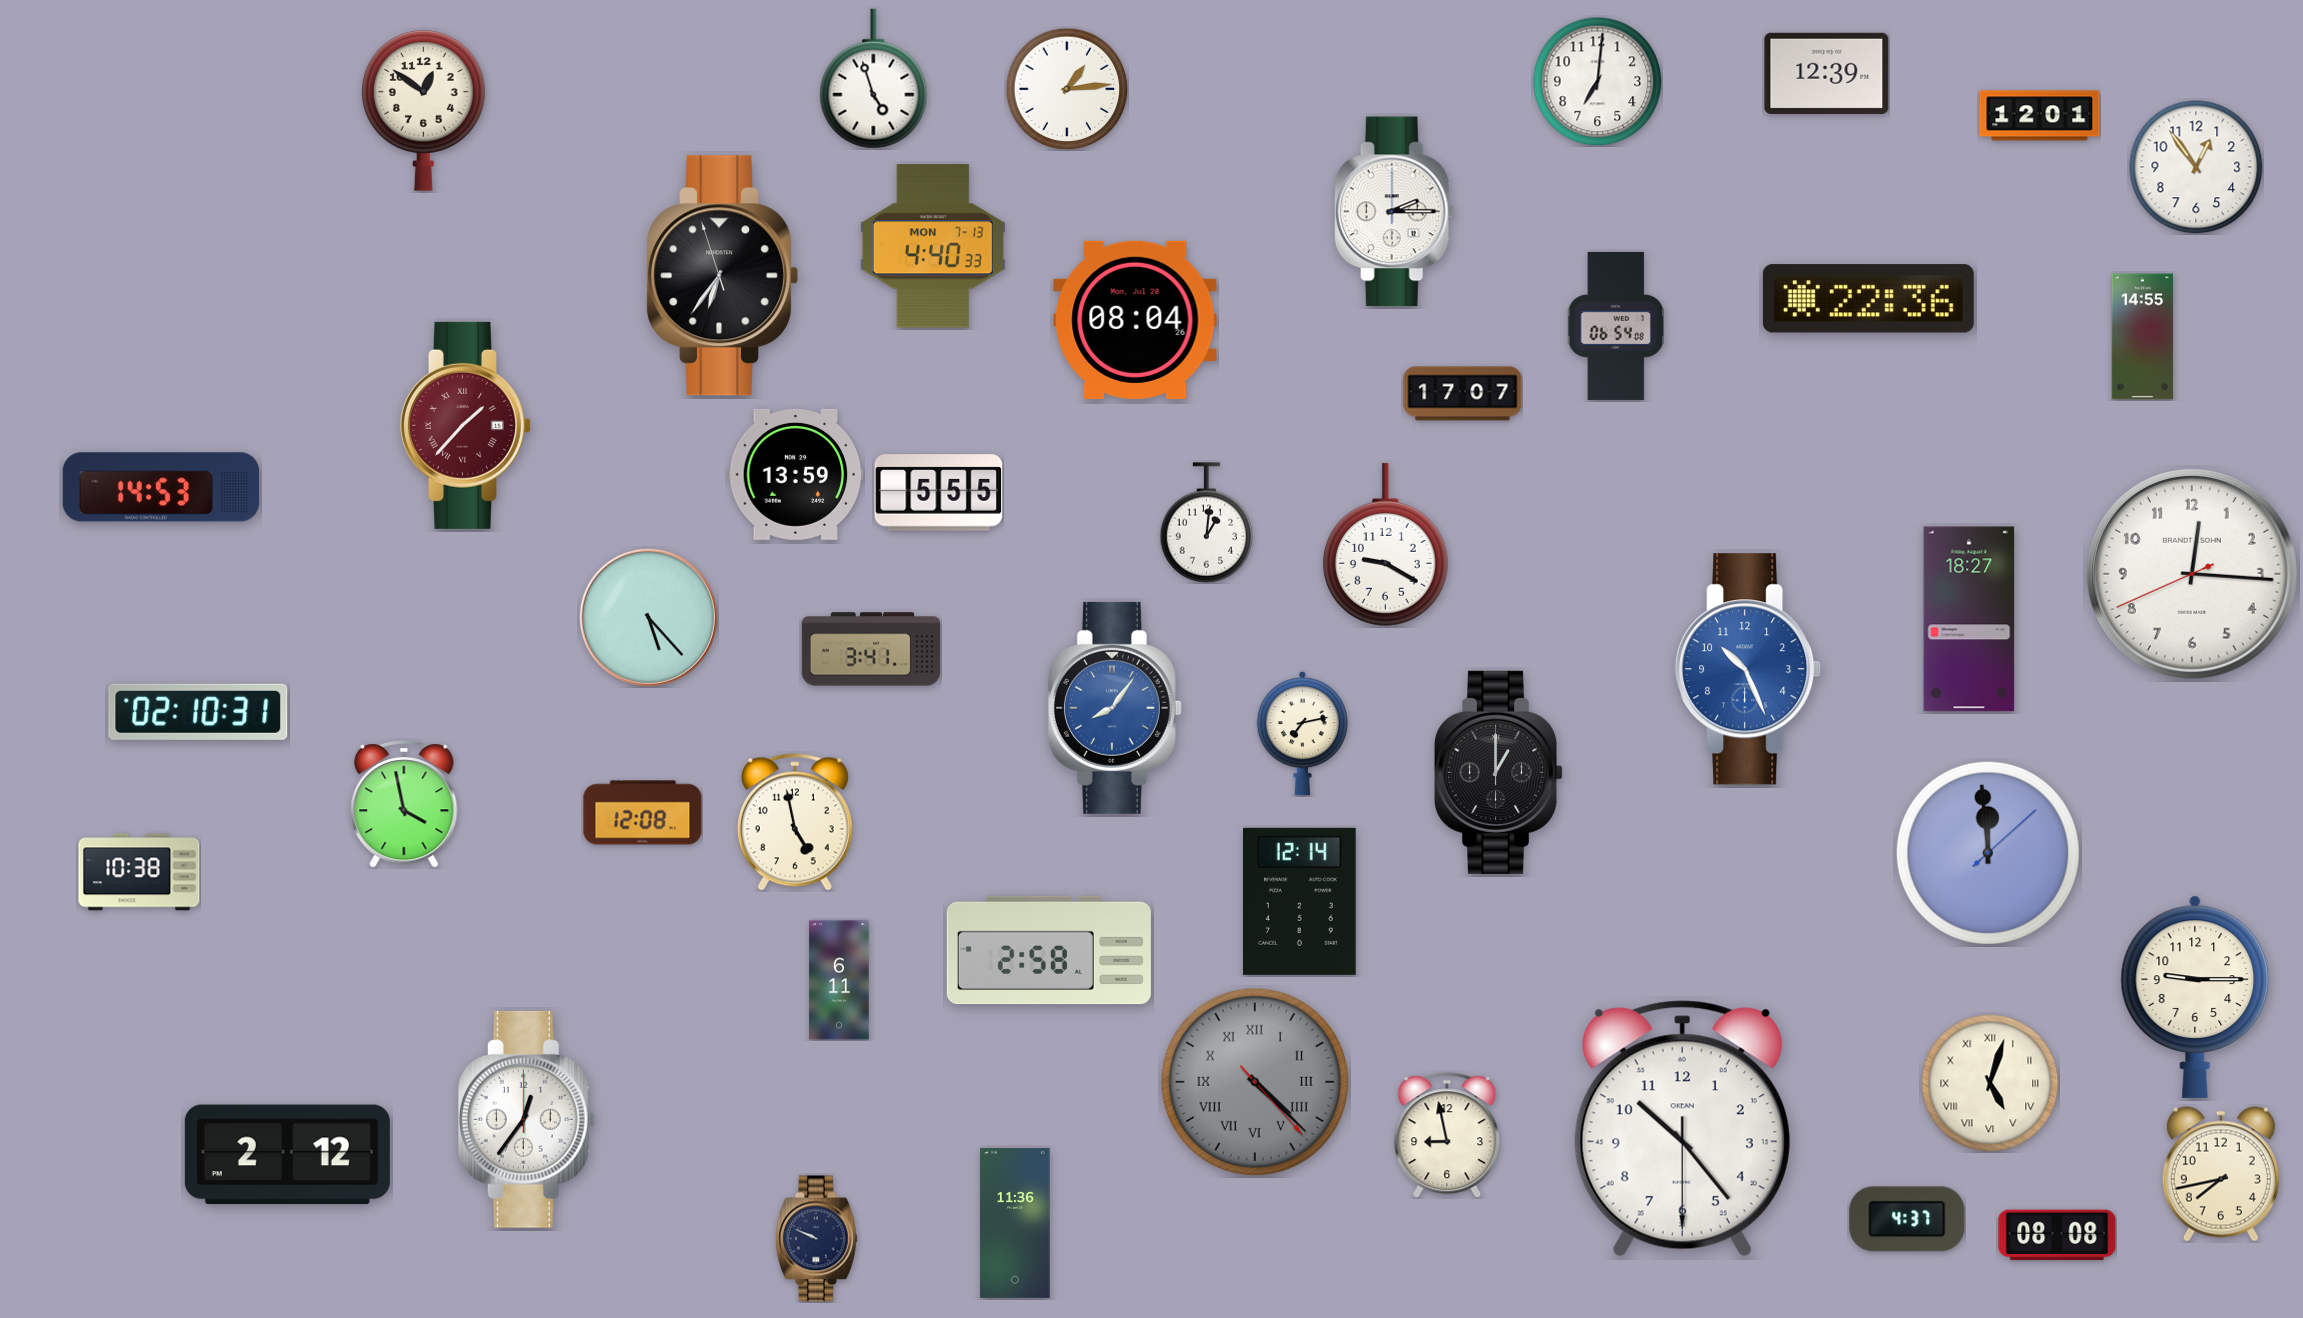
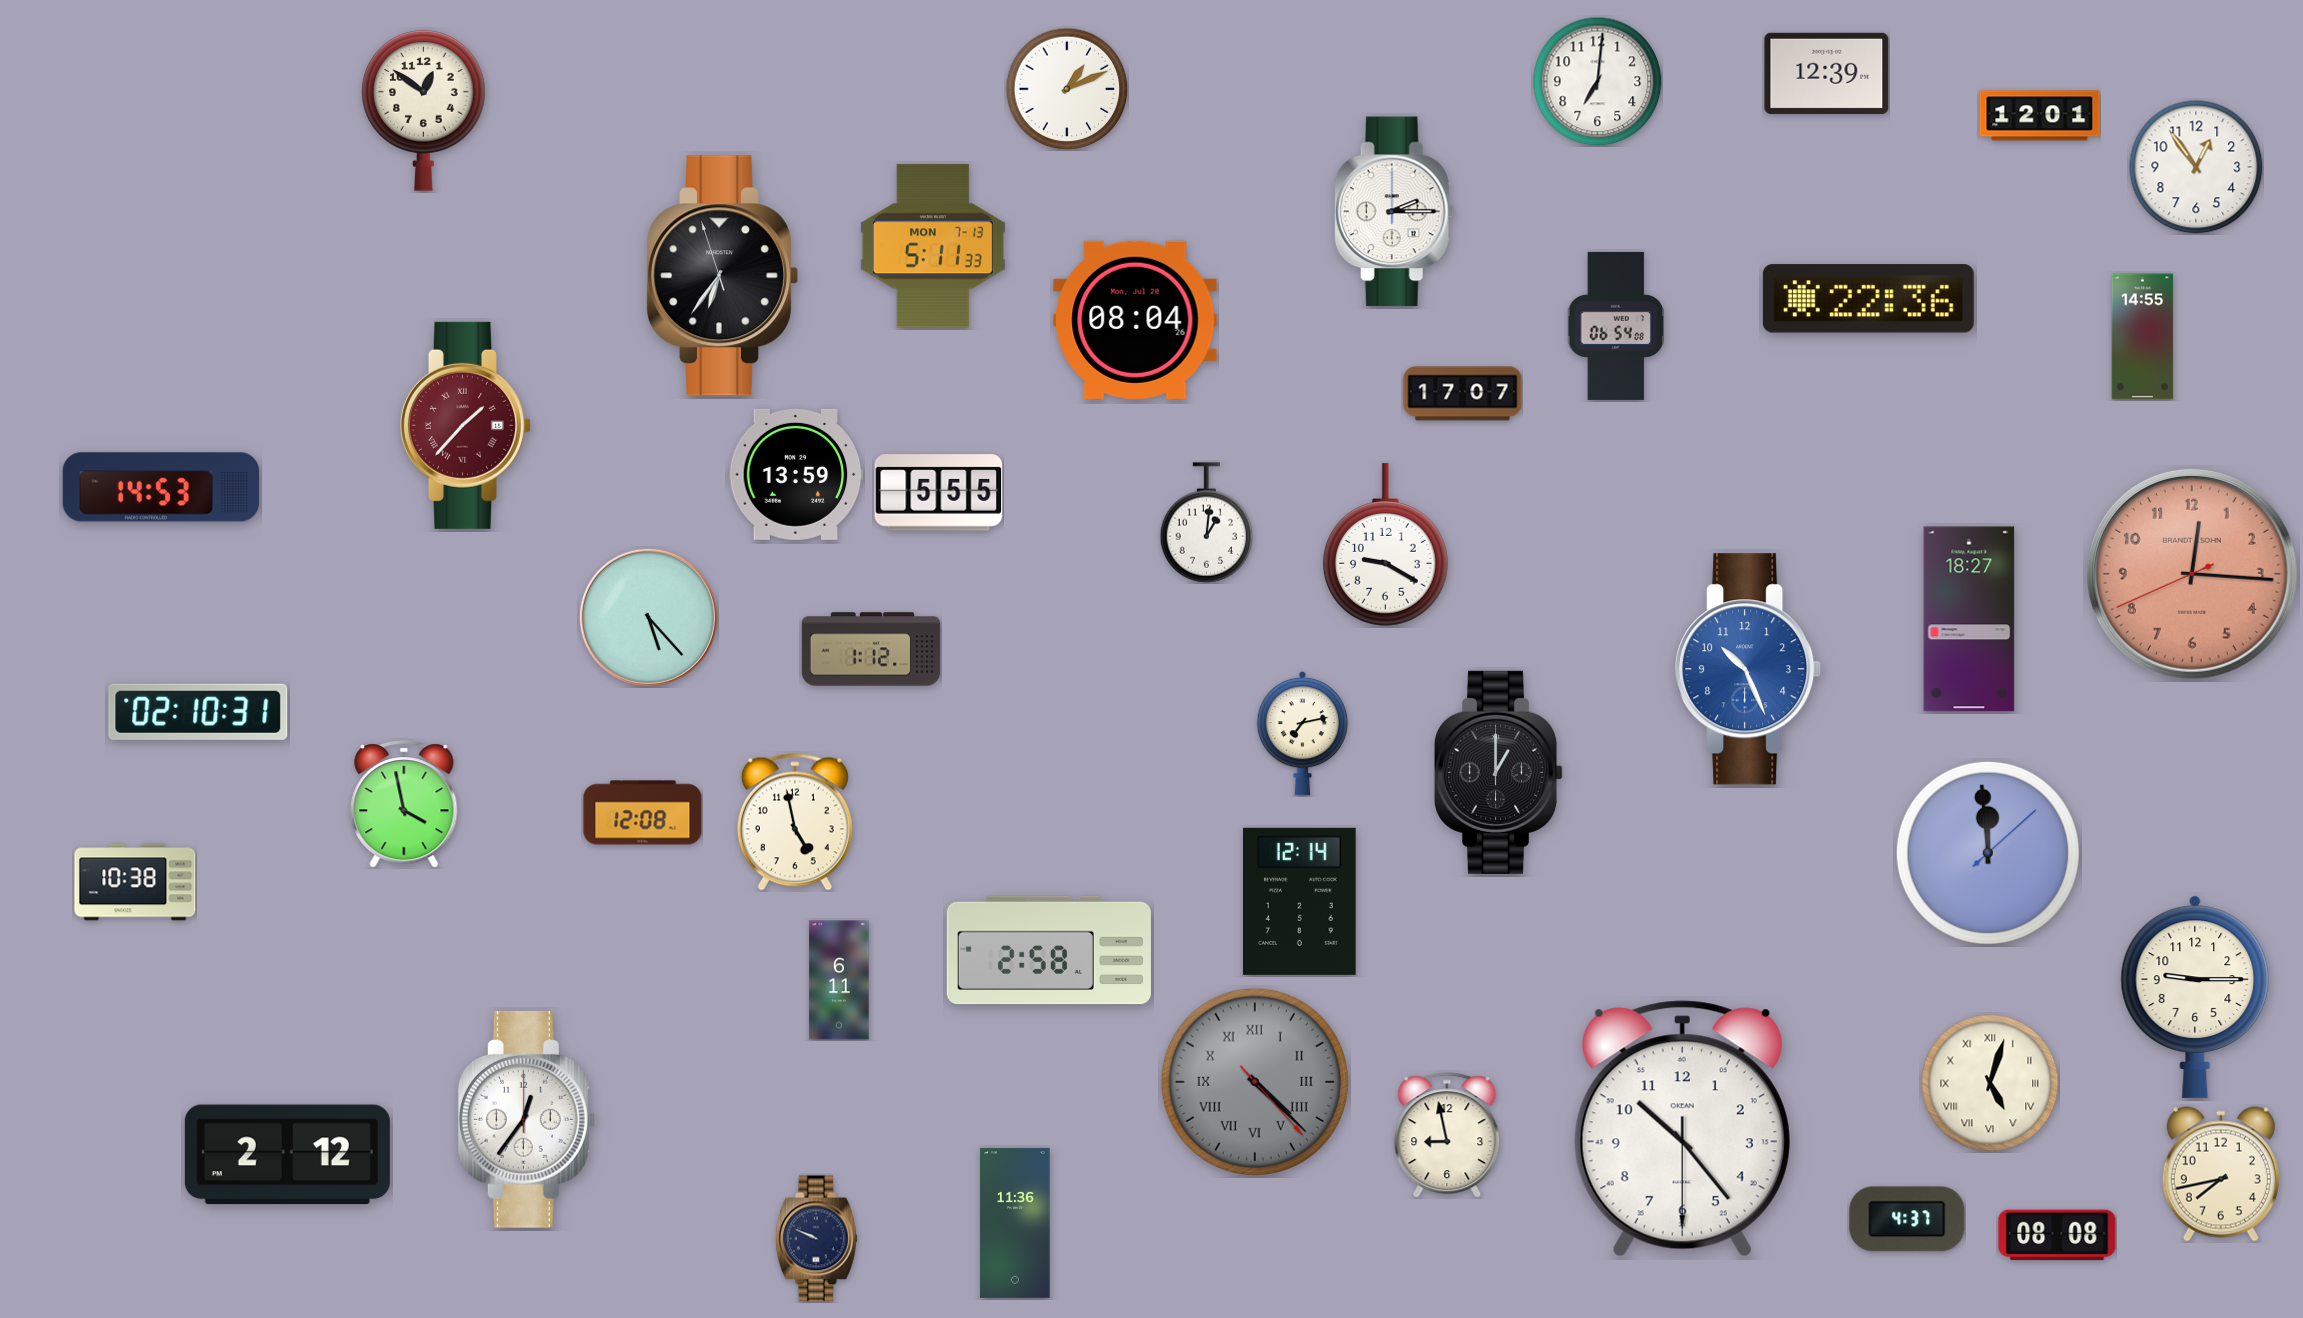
clock at (874, 79): 4:57 -> none
clock at (1067, 89): 1:14 -> 1:11
clock at (933, 246): 4:40 -> 5:11
clock at (2192, 574) dial: white -> salmon
clock at (871, 649): 3:41 -> 1:12
clock at (1115, 708): 8:06 -> none
clock at (139, 872) position: (139, 872) -> (135, 882)
